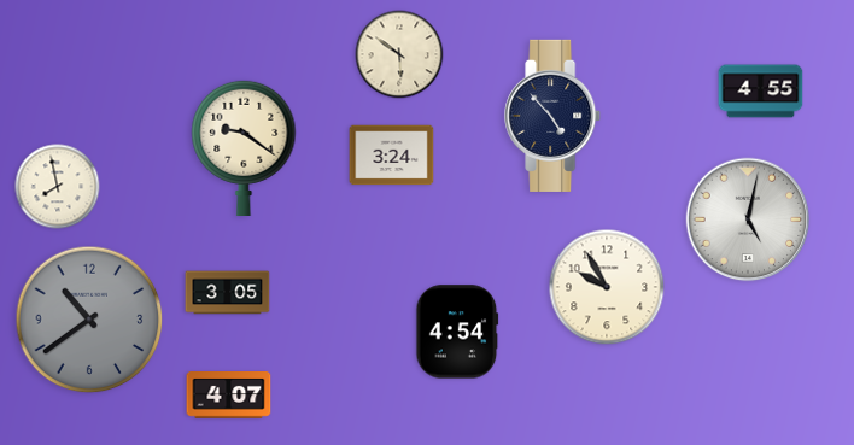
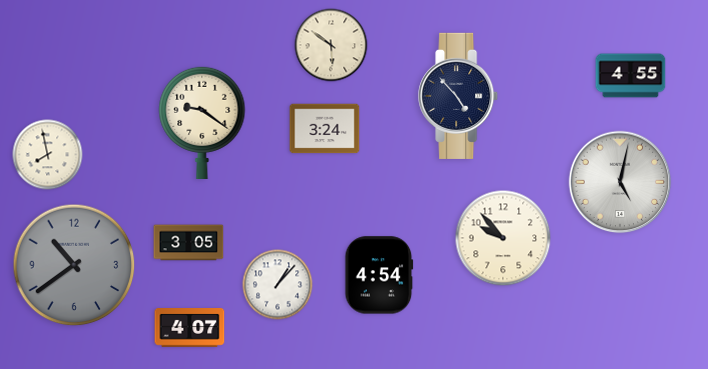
clock at (607, 287): 9:55 -> 9:53
clock at (278, 285): none -> 1:07
